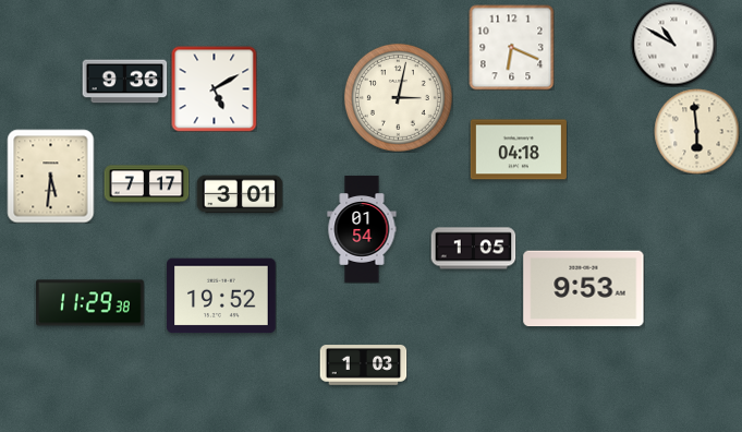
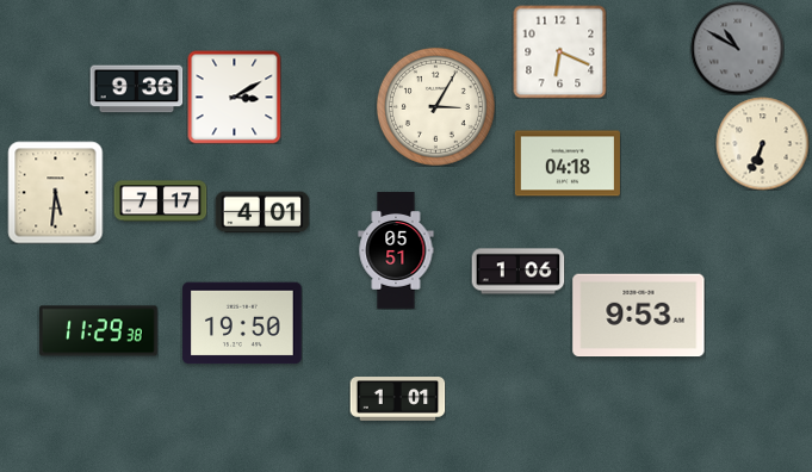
clock at (673, 44) dial: white -> grey
clock at (214, 88): 5:10 -> 3:10
clock at (398, 97): 3:02 -> 3:05
clock at (696, 131): 5:59 -> 6:34
clock at (240, 194): 3:01 -> 4:01
clock at (362, 229): 01:54 -> 05:51
clock at (473, 249): 1:05 -> 1:06
clock at (221, 296): 19:52 -> 19:50
clock at (363, 365): 1:03 -> 1:01
